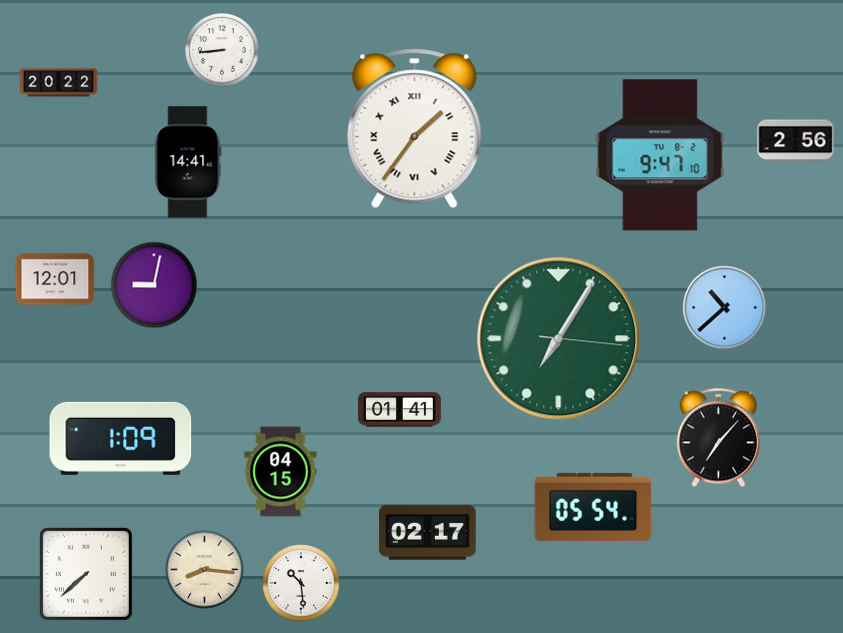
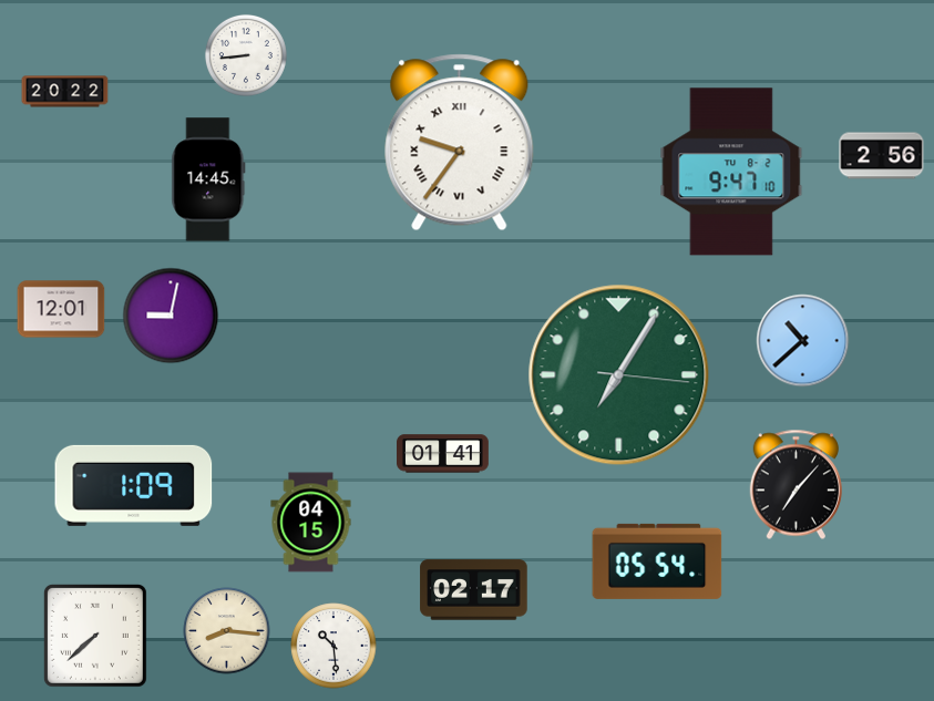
clock at (415, 129): 1:36 -> 9:36
clock at (188, 162): 14:41 -> 14:45
